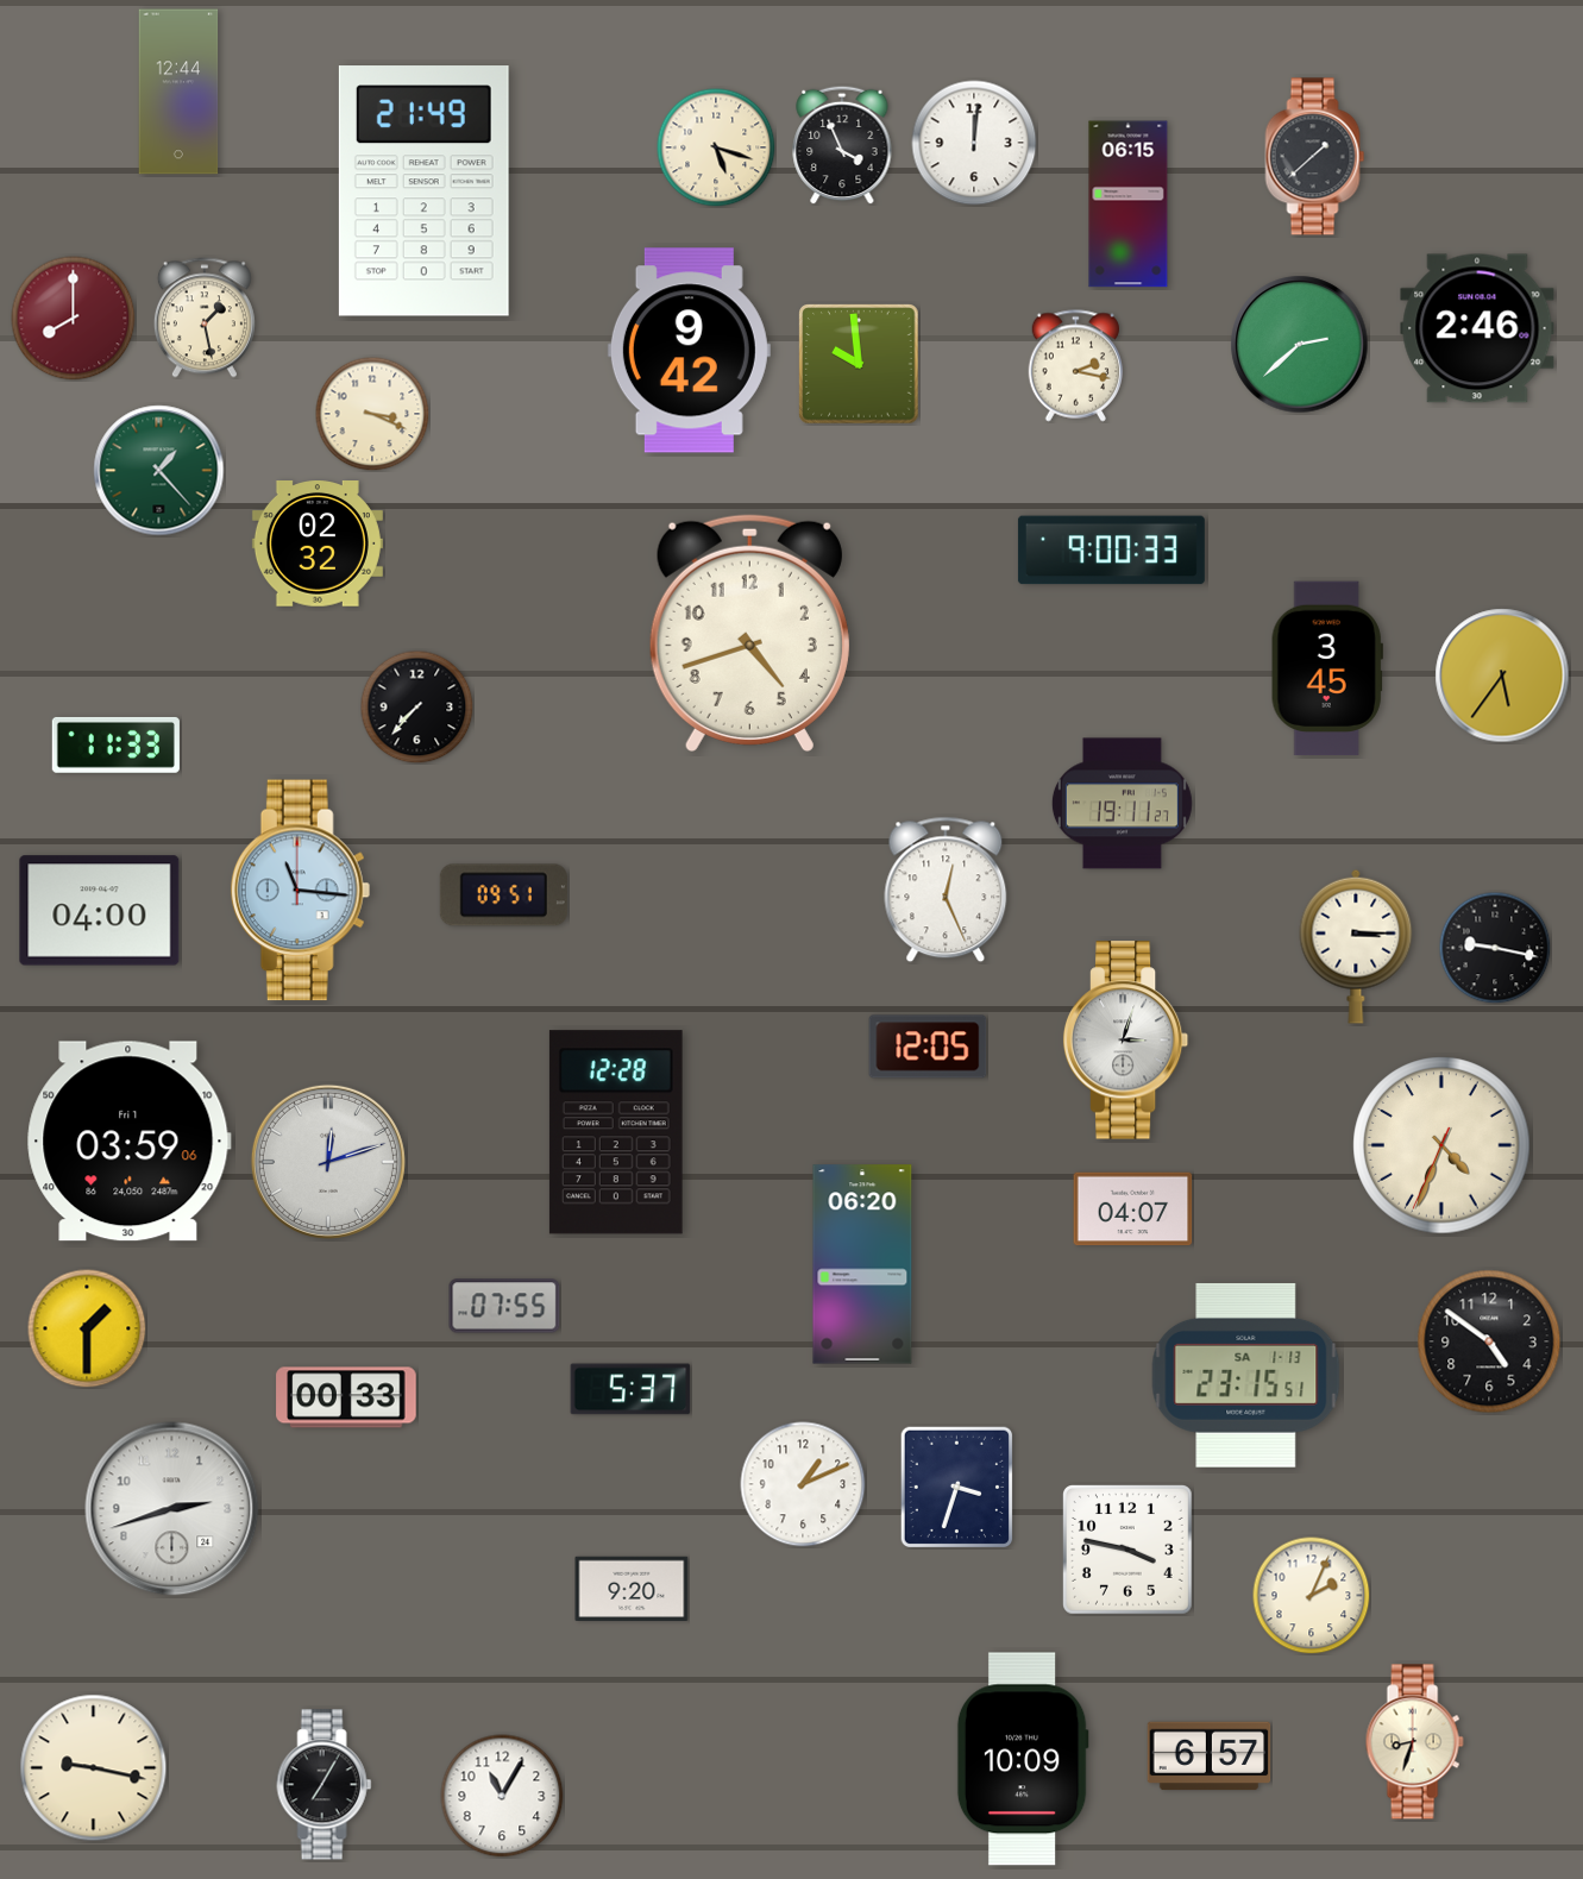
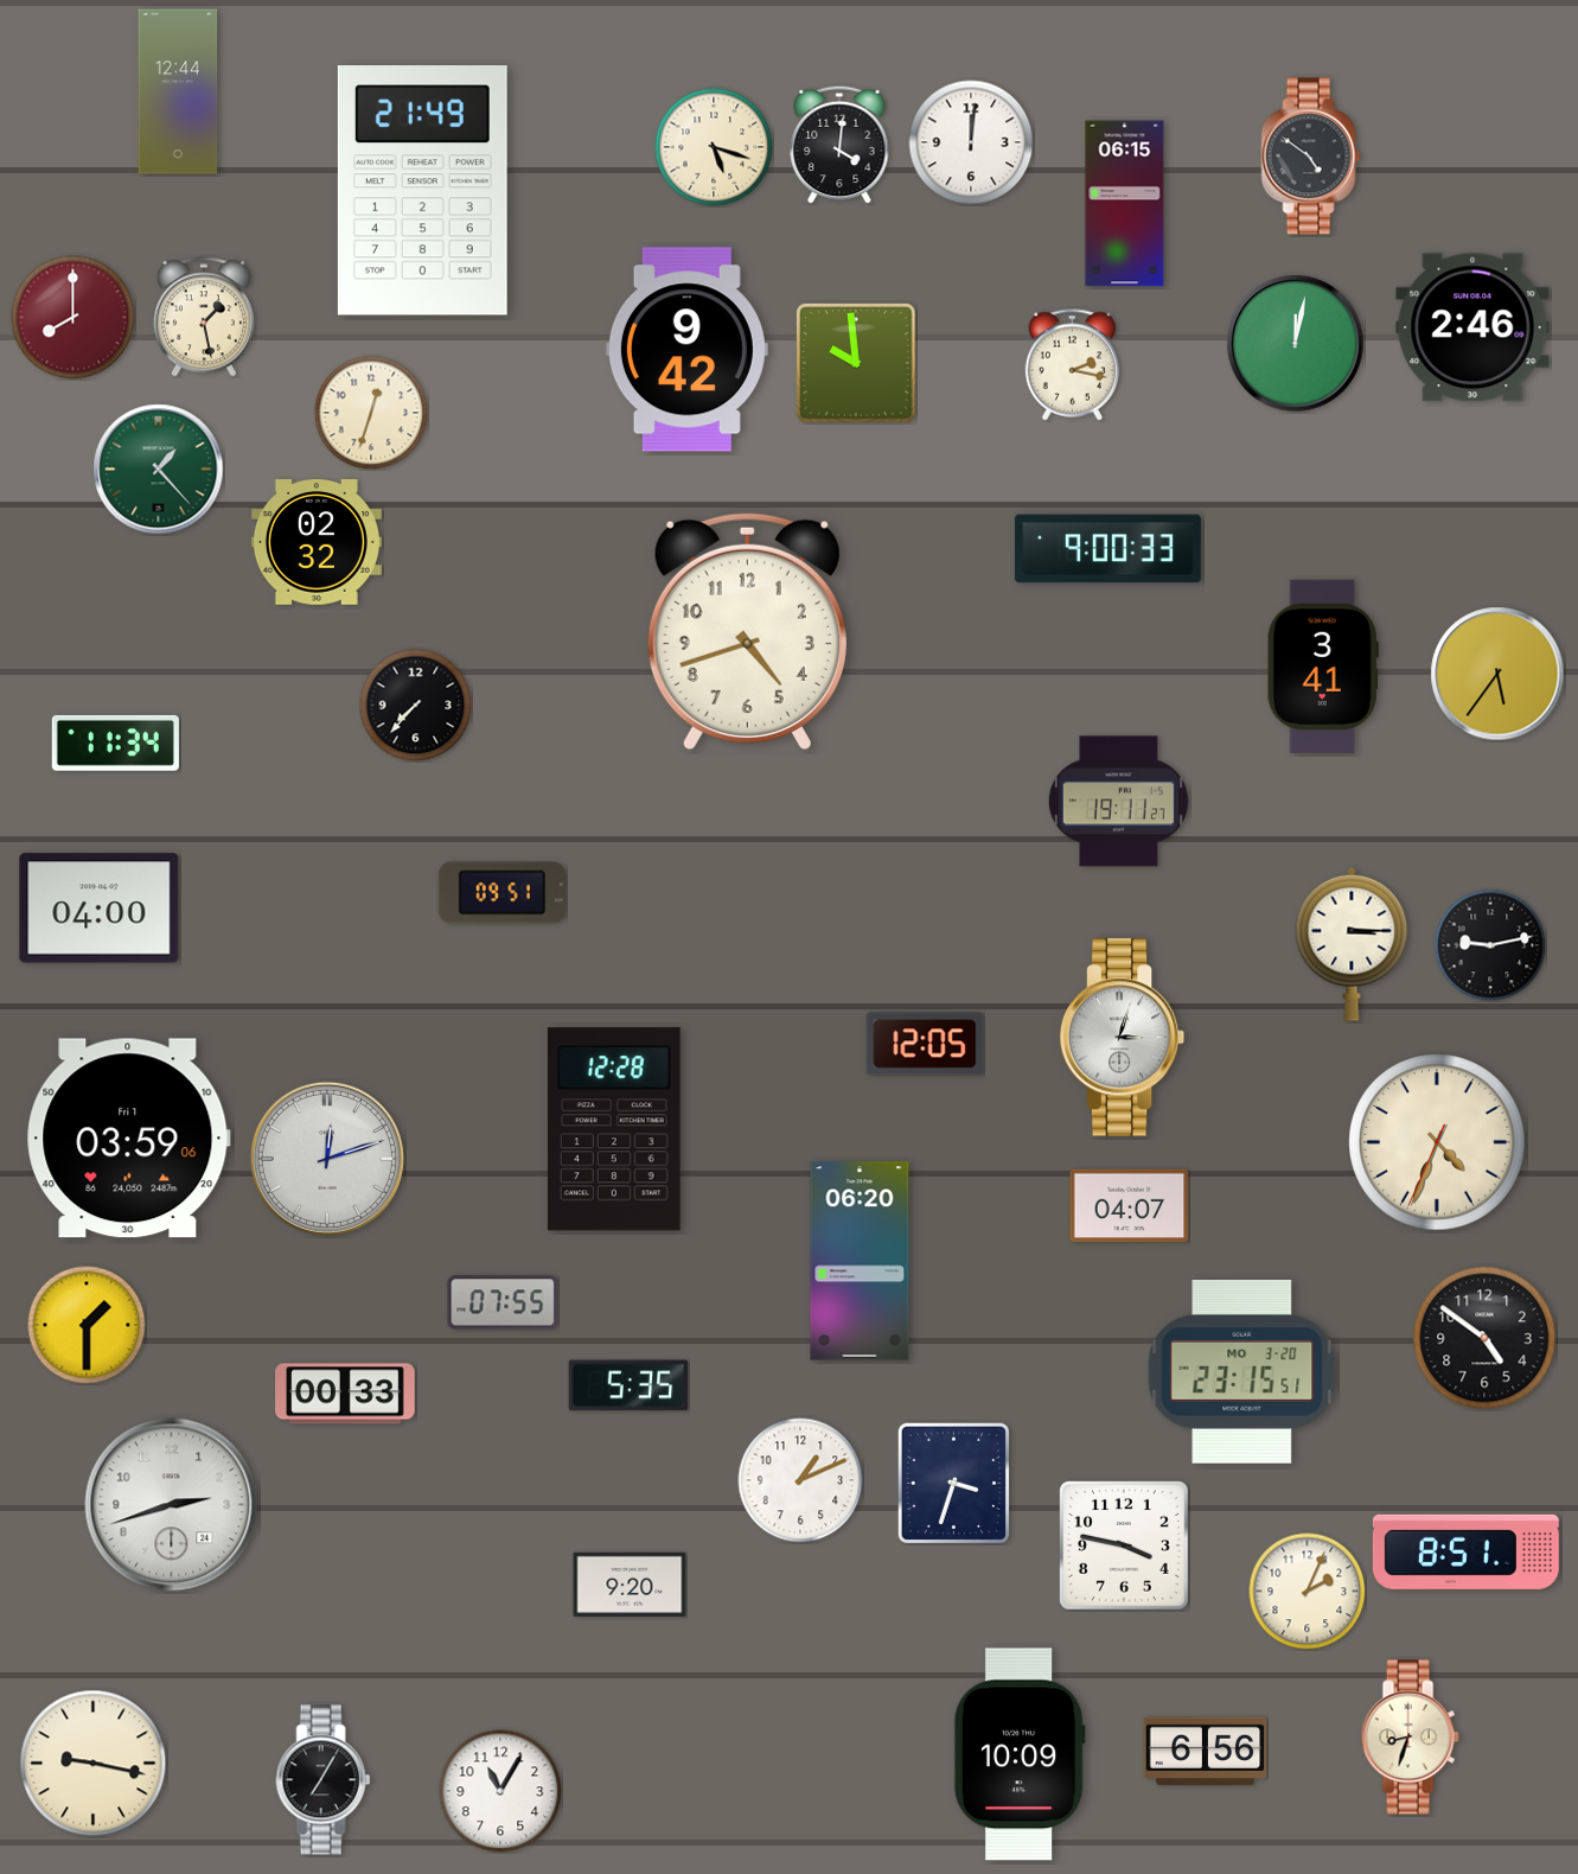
clock at (842, 145): 3:56 -> 4:01
clock at (1315, 157): 1:38 -> 4:51
clock at (1300, 345): 2:38 -> 12:02
clock at (372, 414): 3:19 -> 12:33
clock at (1327, 668): 3:45 -> 3:41
clock at (115, 744): 11:33 -> 11:34
clock at (946, 890): 12:26 -> none
clock at (301, 891): 11:16 -> none
clock at (1495, 948): 9:17 -> 9:13
clock at (1246, 1375) date: SA 1-13 -> MO 3-20
clock at (630, 1389): 5:37 -> 5:35
clock at (1465, 1551): none -> 8:51
clock at (1210, 1757): 6:57 -> 6:56
